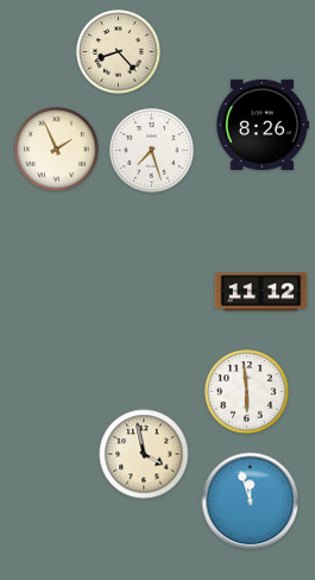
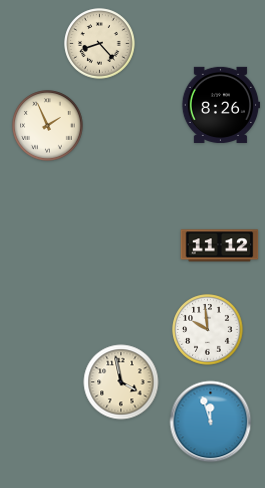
clock at (152, 151): 7:27 -> none
clock at (247, 392): 5:59 -> 9:59
